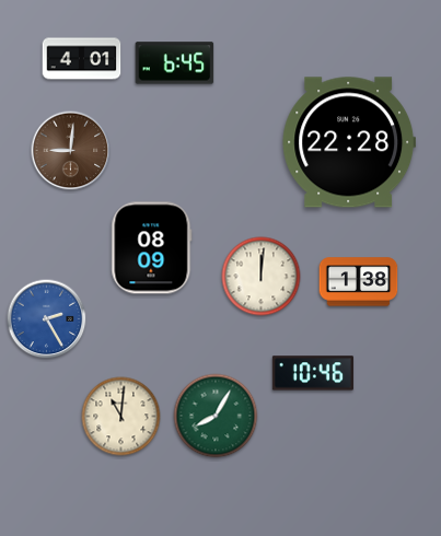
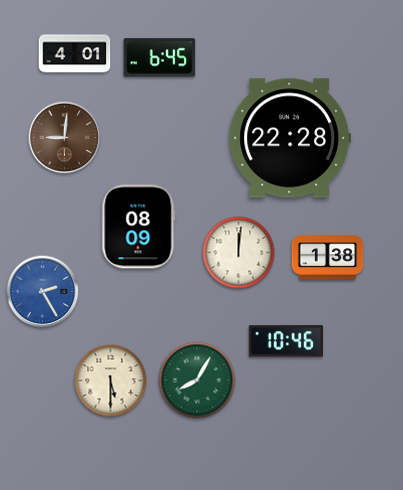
clock at (348, 142) position: (348, 142) -> (289, 138)
clock at (121, 417): 11:01 -> 5:30
